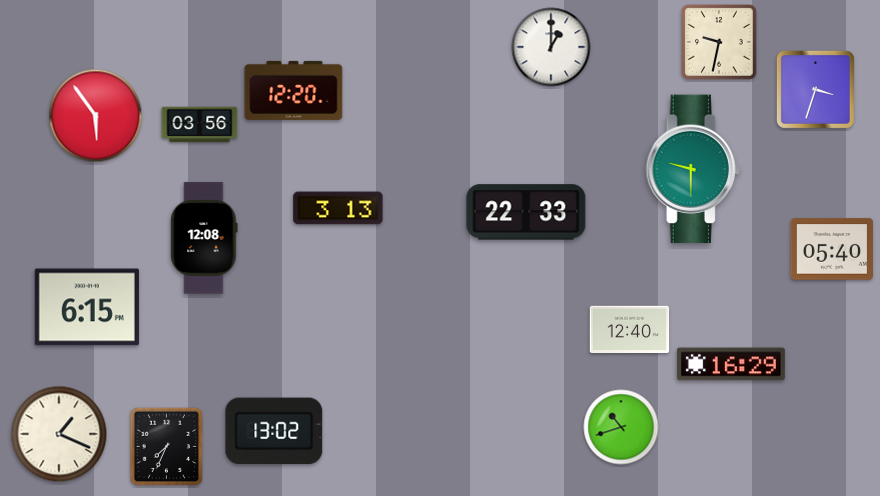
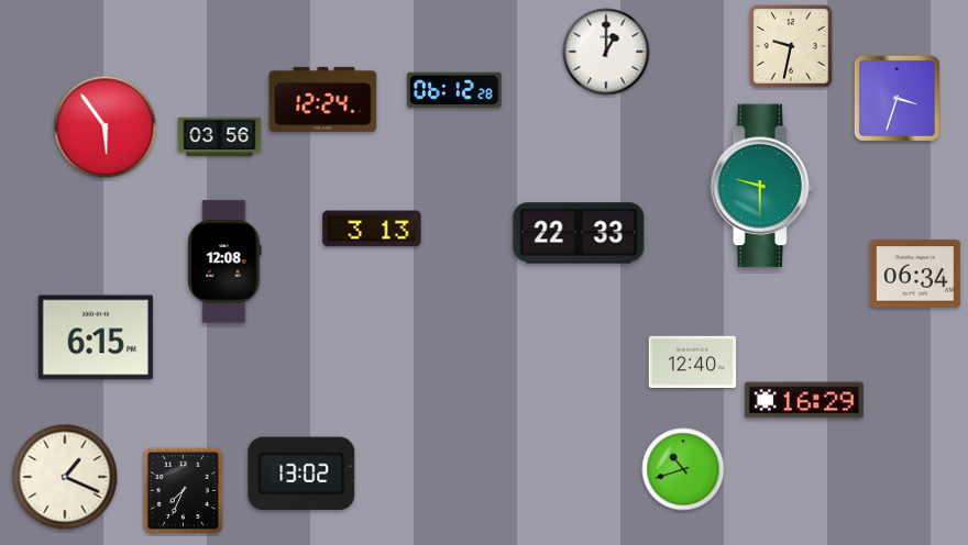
clock at (455, 89): none -> 06:12
clock at (294, 90): 12:20 -> 12:24
clock at (832, 249): 05:40 -> 06:34
